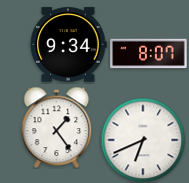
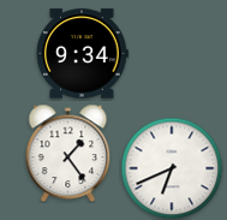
clock at (149, 54): 8:07 -> none
